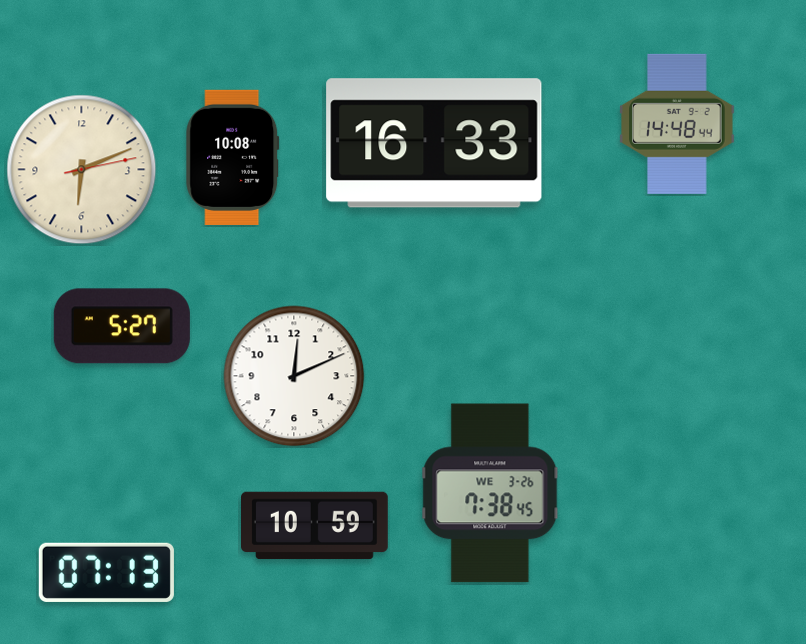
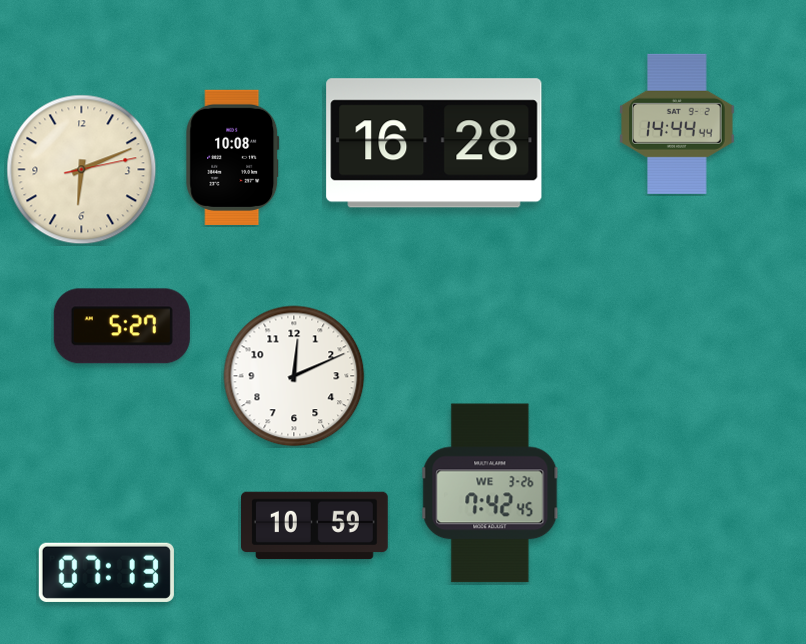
clock at (677, 124): 14:48 -> 14:44
clock at (434, 143): 16:33 -> 16:28
clock at (490, 493): 7:38 -> 7:42
